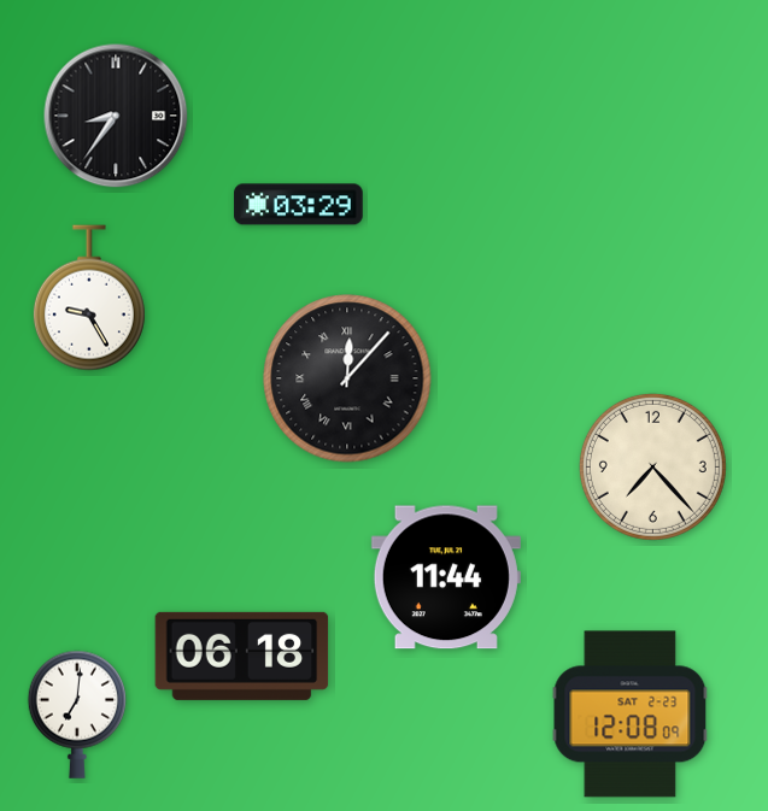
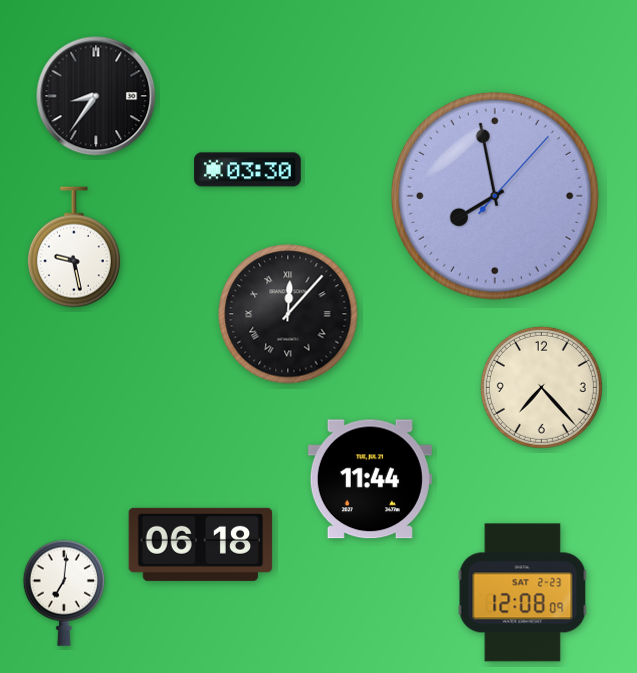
clock at (299, 205): 03:29 -> 03:30
clock at (495, 196): none -> 7:58
clock at (89, 298): 9:25 -> 9:28
